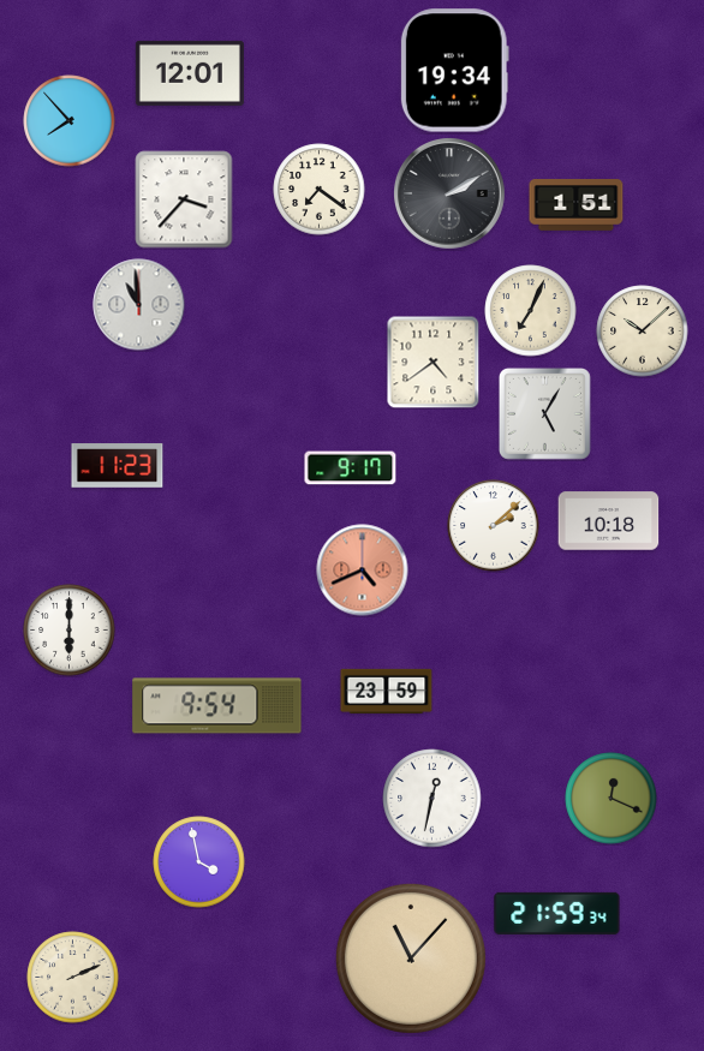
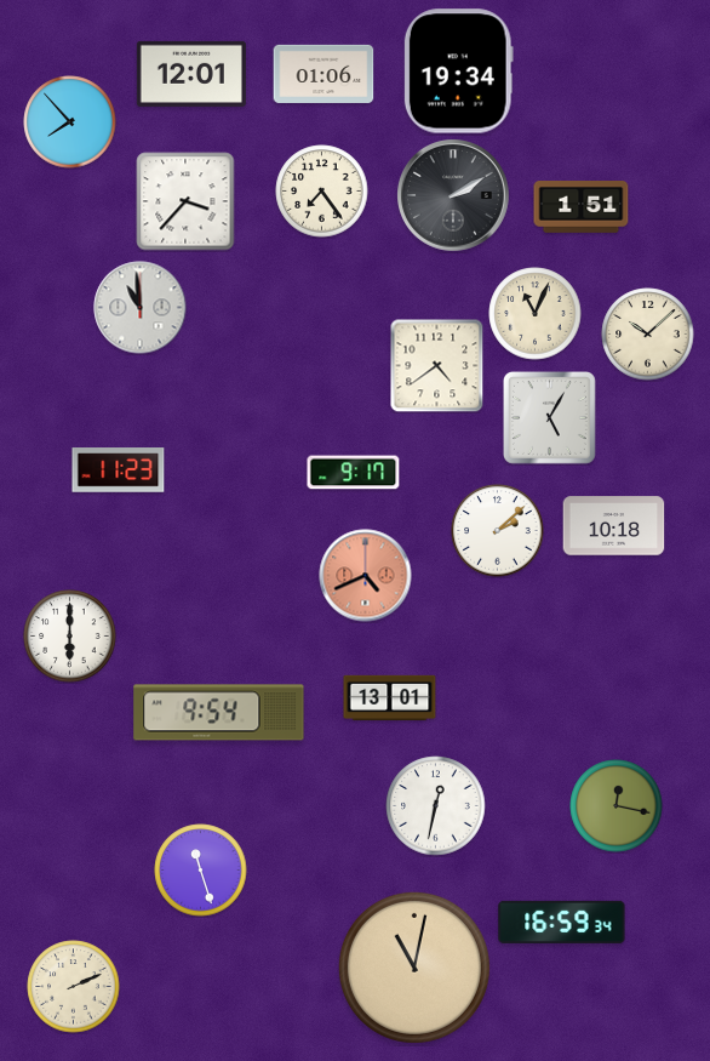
clock at (323, 74): none -> 01:06
clock at (320, 190): 7:21 -> 7:24
clock at (531, 311): 7:04 -> 11:04
clock at (387, 692): 23:59 -> 13:01
clock at (611, 799): 12:19 -> 12:17
clock at (199, 862): 3:58 -> 11:27
clock at (557, 913): 21:59 -> 16:59
clock at (411, 959): 11:07 -> 11:02
